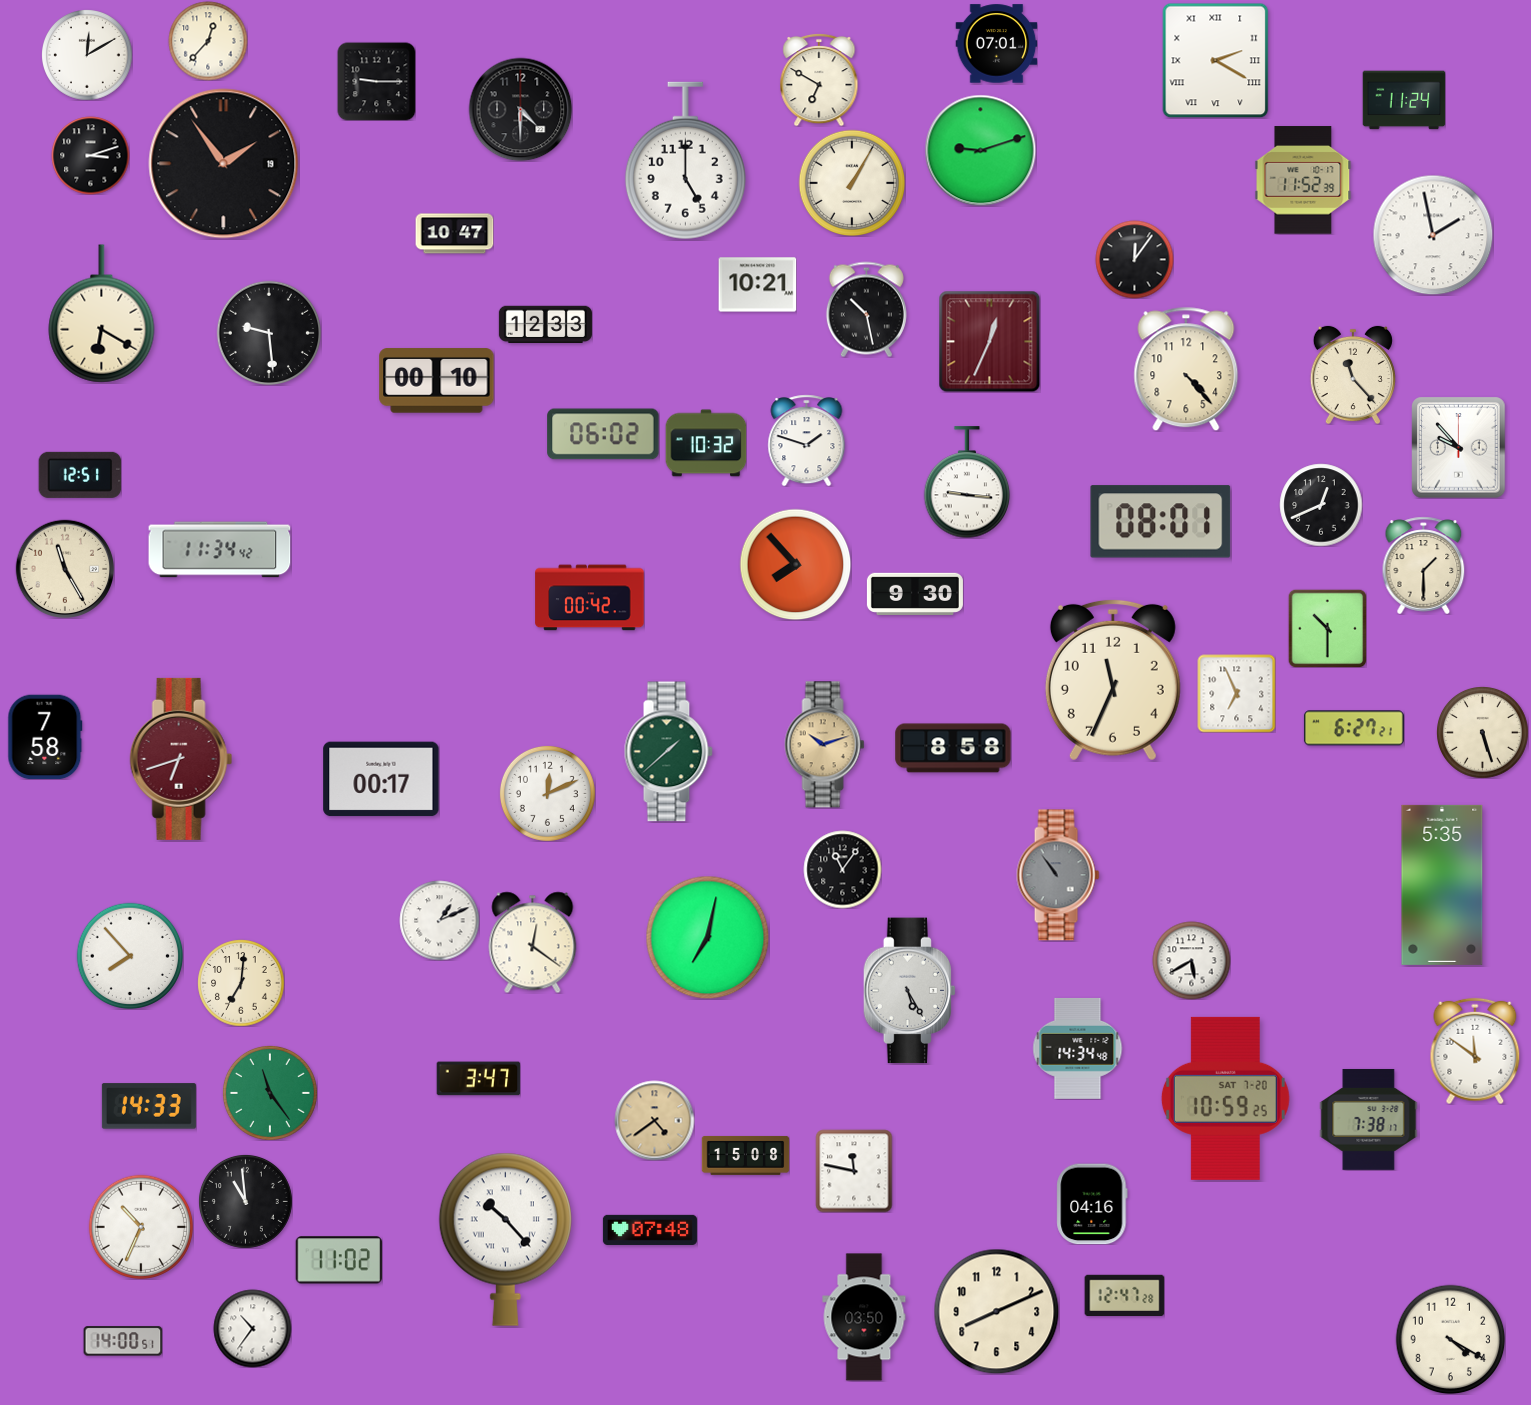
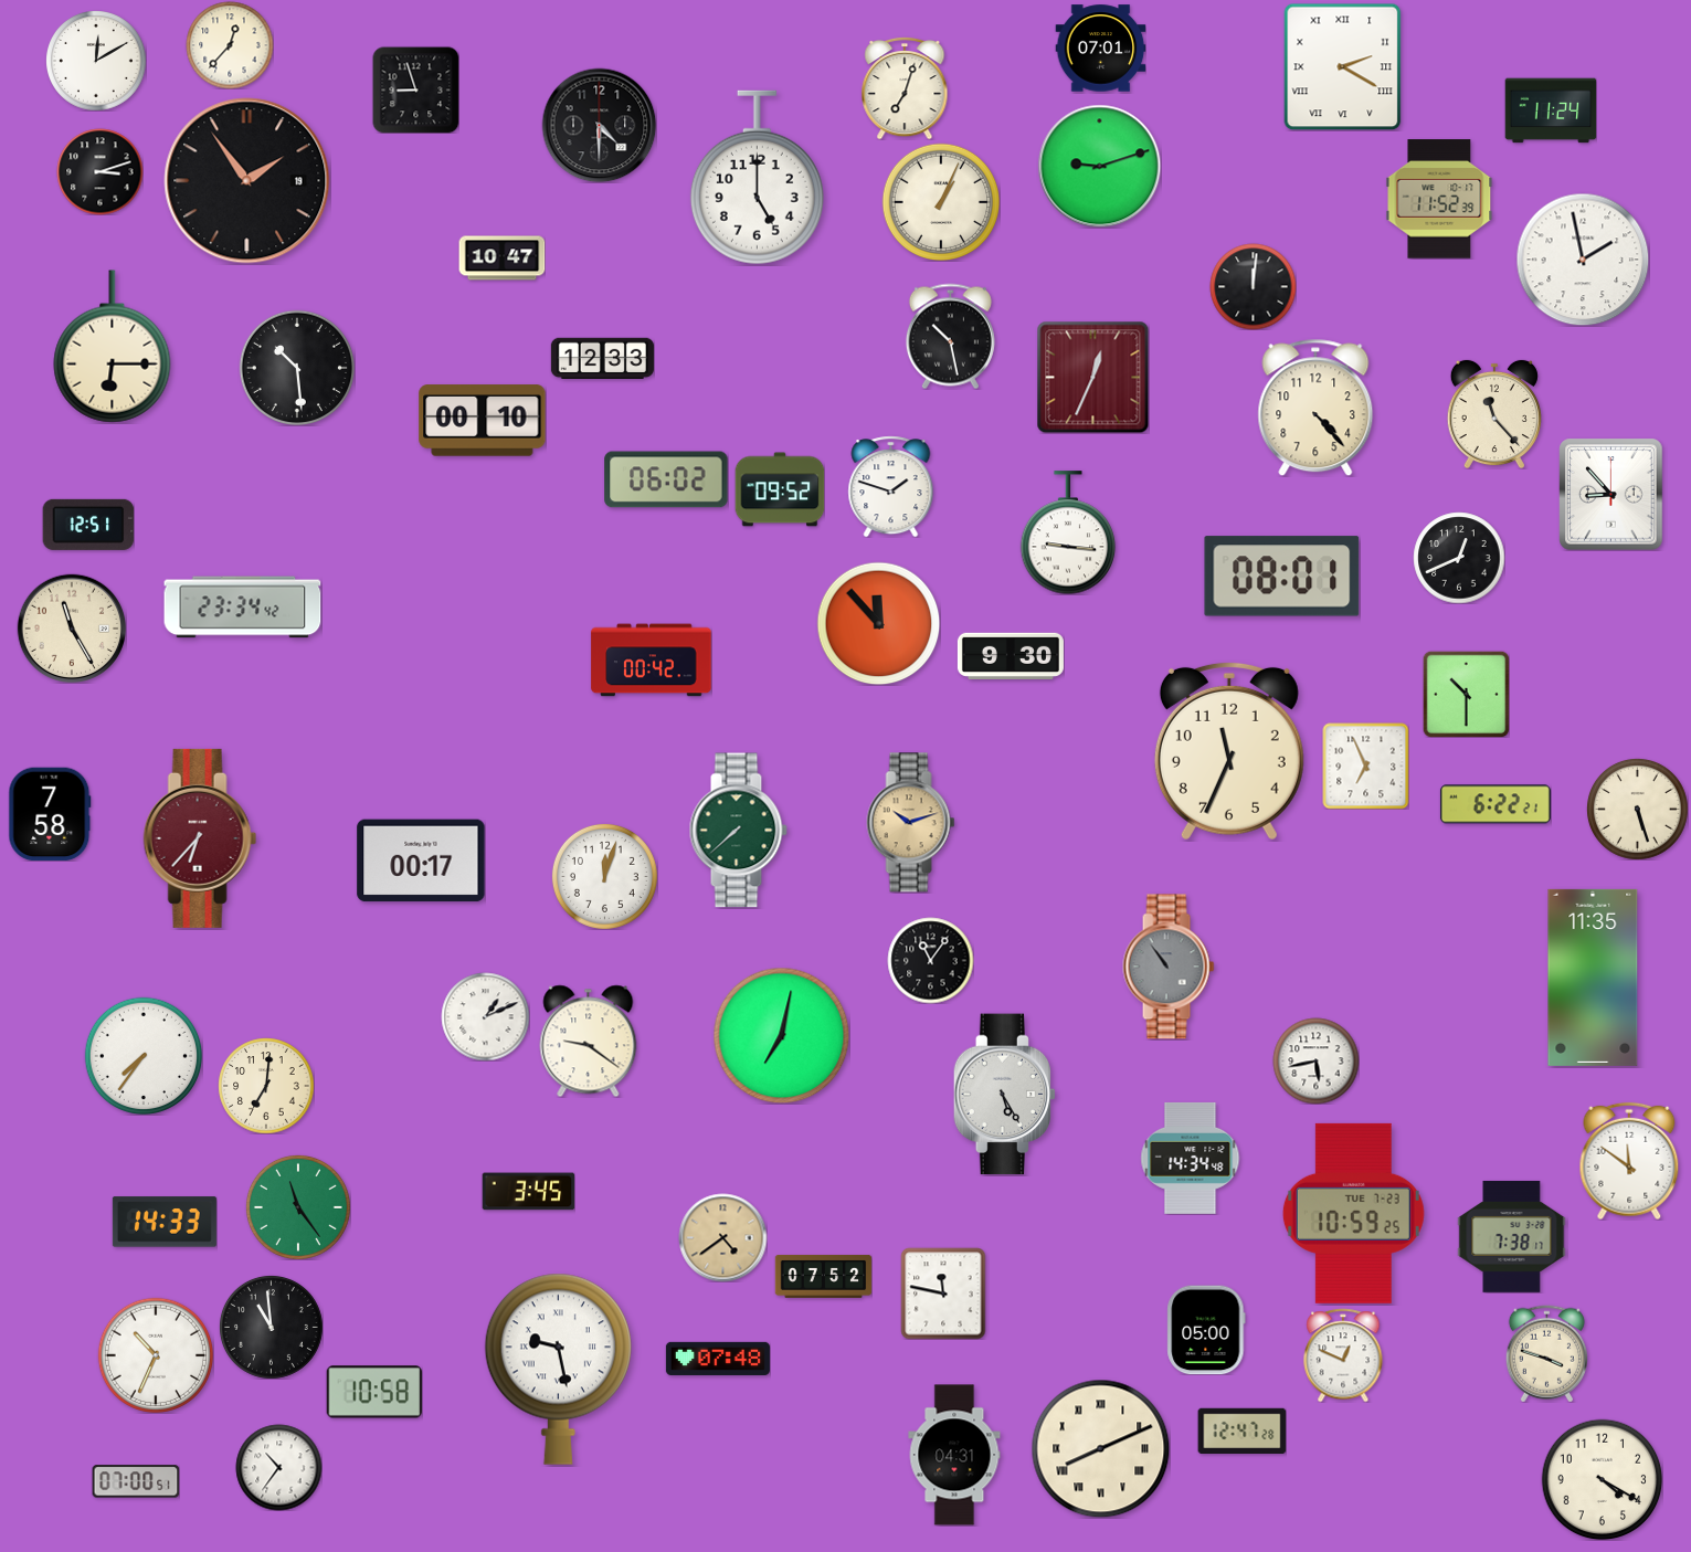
clock at (819, 80): 6:50 -> 7:03
clock at (376, 81): 9:15 -> 8:57
clock at (520, 109) position: (520, 109) -> (599, 125)
clock at (980, 150) position: (980, 150) -> (1099, 166)
clock at (852, 183): 1:05 -> 1:04
clock at (1134, 259): 12:06 -> 12:01
clock at (757, 285): 10:21 -> none
clock at (866, 309) position: (866, 309) -> (950, 336)
clock at (102, 314): 6:20 -> 6:15
clock at (268, 332): 9:29 -> 10:29
clock at (1186, 369) position: (1186, 369) -> (1315, 408)
clock at (706, 443): 10:32 -> 09:52
clock at (1459, 447): 9:53 -> 8:53
clock at (220, 550): 11:34 -> 23:34
clock at (795, 564): 7:53 -> 11:53
clock at (1424, 565): 1:30 -> none
clock at (1354, 728): 6:27 -> 6:22
clock at (953, 748): 8:58 -> none
clock at (668, 752): 1:38 -> 7:38
clock at (181, 759): 6:42 -> 6:37
clock at (547, 793): 12:11 -> 12:03
clock at (1442, 885): 5:35 -> 11:35
clock at (533, 942): 12:21 -> 9:21
clock at (130, 956): 7:53 -> 7:36
clock at (1191, 960): 5:40 -> 5:43
clock at (478, 1079): 3:47 -> 3:45
clock at (1225, 1098) date: SAT 7-20 -> TUE 7-23
clock at (745, 1155): 15:08 -> 07:52
clock at (1092, 1204): 04:16 -> 05:00
clock at (1546, 1353): none -> 3:48
clock at (1343, 1355): none -> 12:49
clock at (505, 1239): 10:23 -> 9:28
clock at (338, 1260): 11:02 -> 10:58
clock at (996, 1311) numerals: Arabic -> Roman
clock at (864, 1317): 03:50 -> 04:31
clock at (123, 1341): 14:00 -> 07:00
